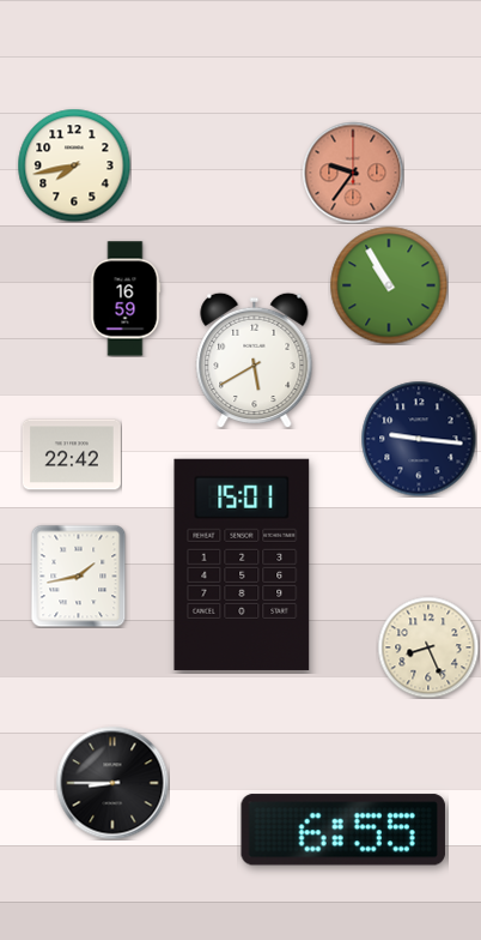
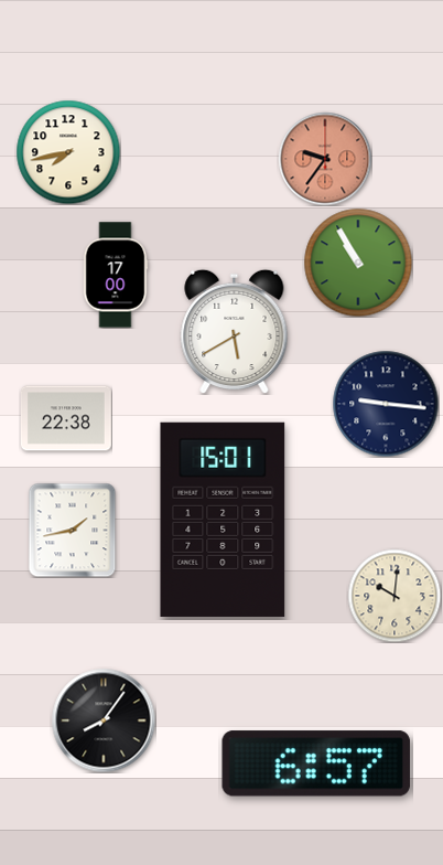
clock at (126, 299): 16:59 -> 17:00
clock at (72, 454): 22:42 -> 22:38
clock at (428, 647): 8:26 -> 10:01
clock at (112, 783): 8:45 -> 8:06
clock at (343, 830): 6:55 -> 6:57
